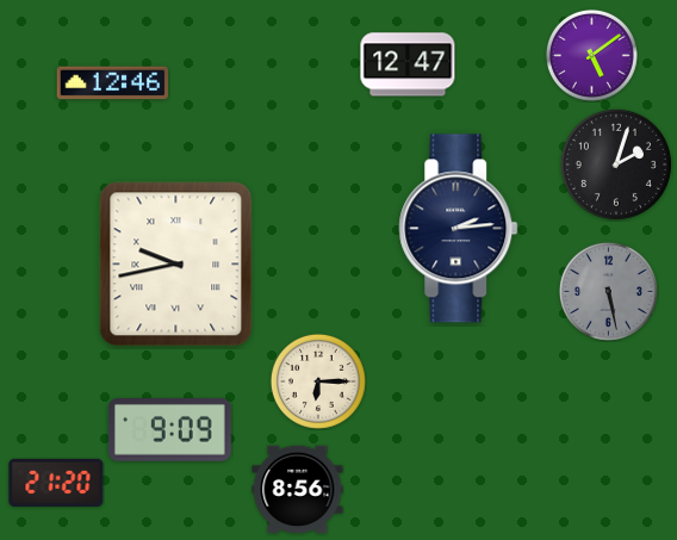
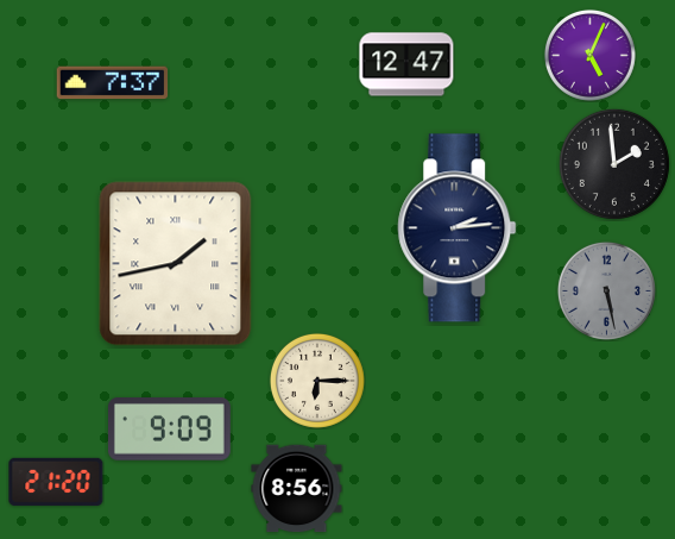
clock at (591, 55): 5:09 -> 5:04
clock at (113, 83): 12:46 -> 7:37
clock at (616, 165): 2:03 -> 1:59
clock at (176, 265): 9:43 -> 1:43
